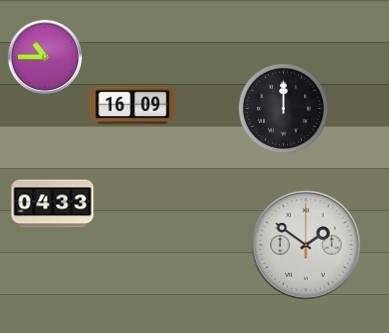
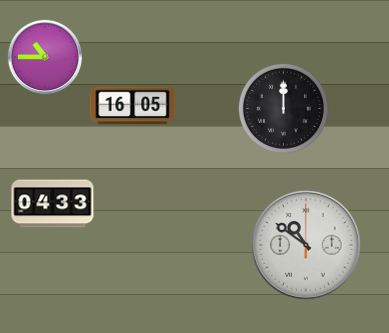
clock at (133, 106): 16:09 -> 16:05
clock at (307, 246): 1:51 -> 10:51
